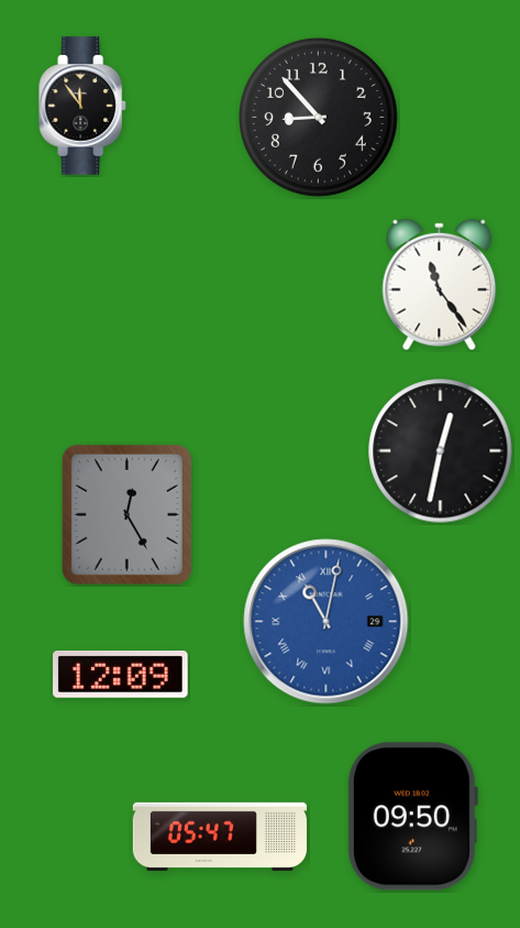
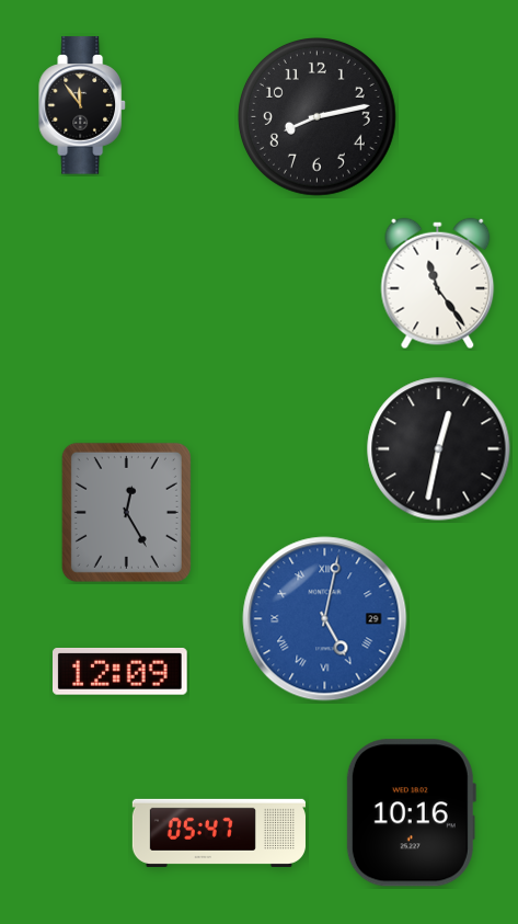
clock at (319, 118): 8:53 -> 8:13
clock at (327, 622): 11:02 -> 5:02
clock at (412, 817): 09:50 -> 10:16
